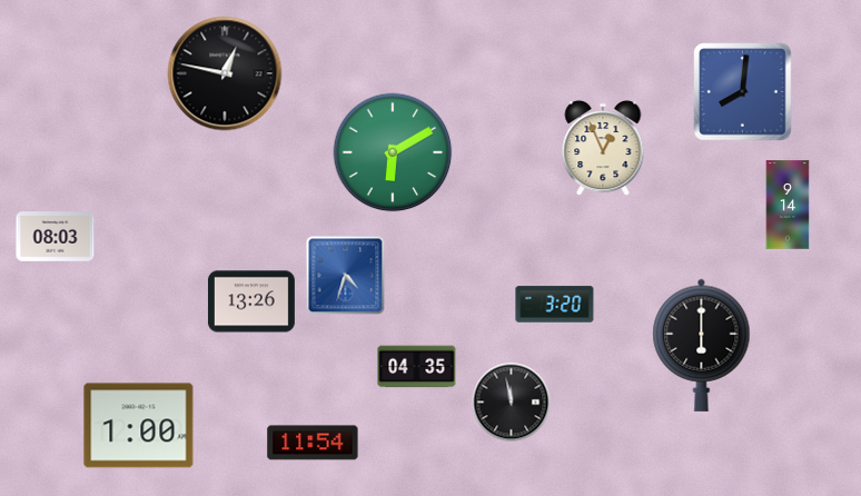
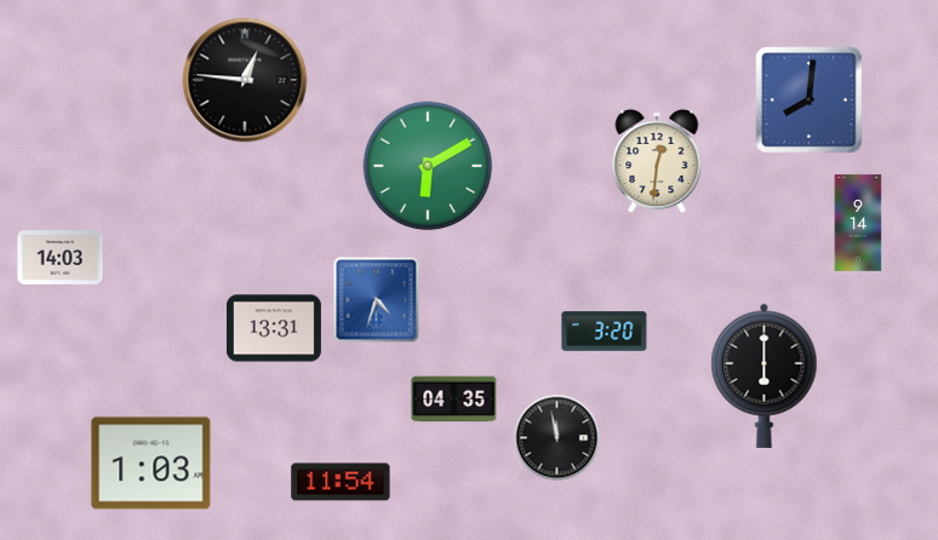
clock at (225, 73): 12:47 -> 12:46
clock at (603, 148): 12:56 -> 12:31
clock at (56, 237): 08:03 -> 14:03
clock at (251, 301): 13:26 -> 13:31
clock at (139, 426): 1:00 -> 1:03
